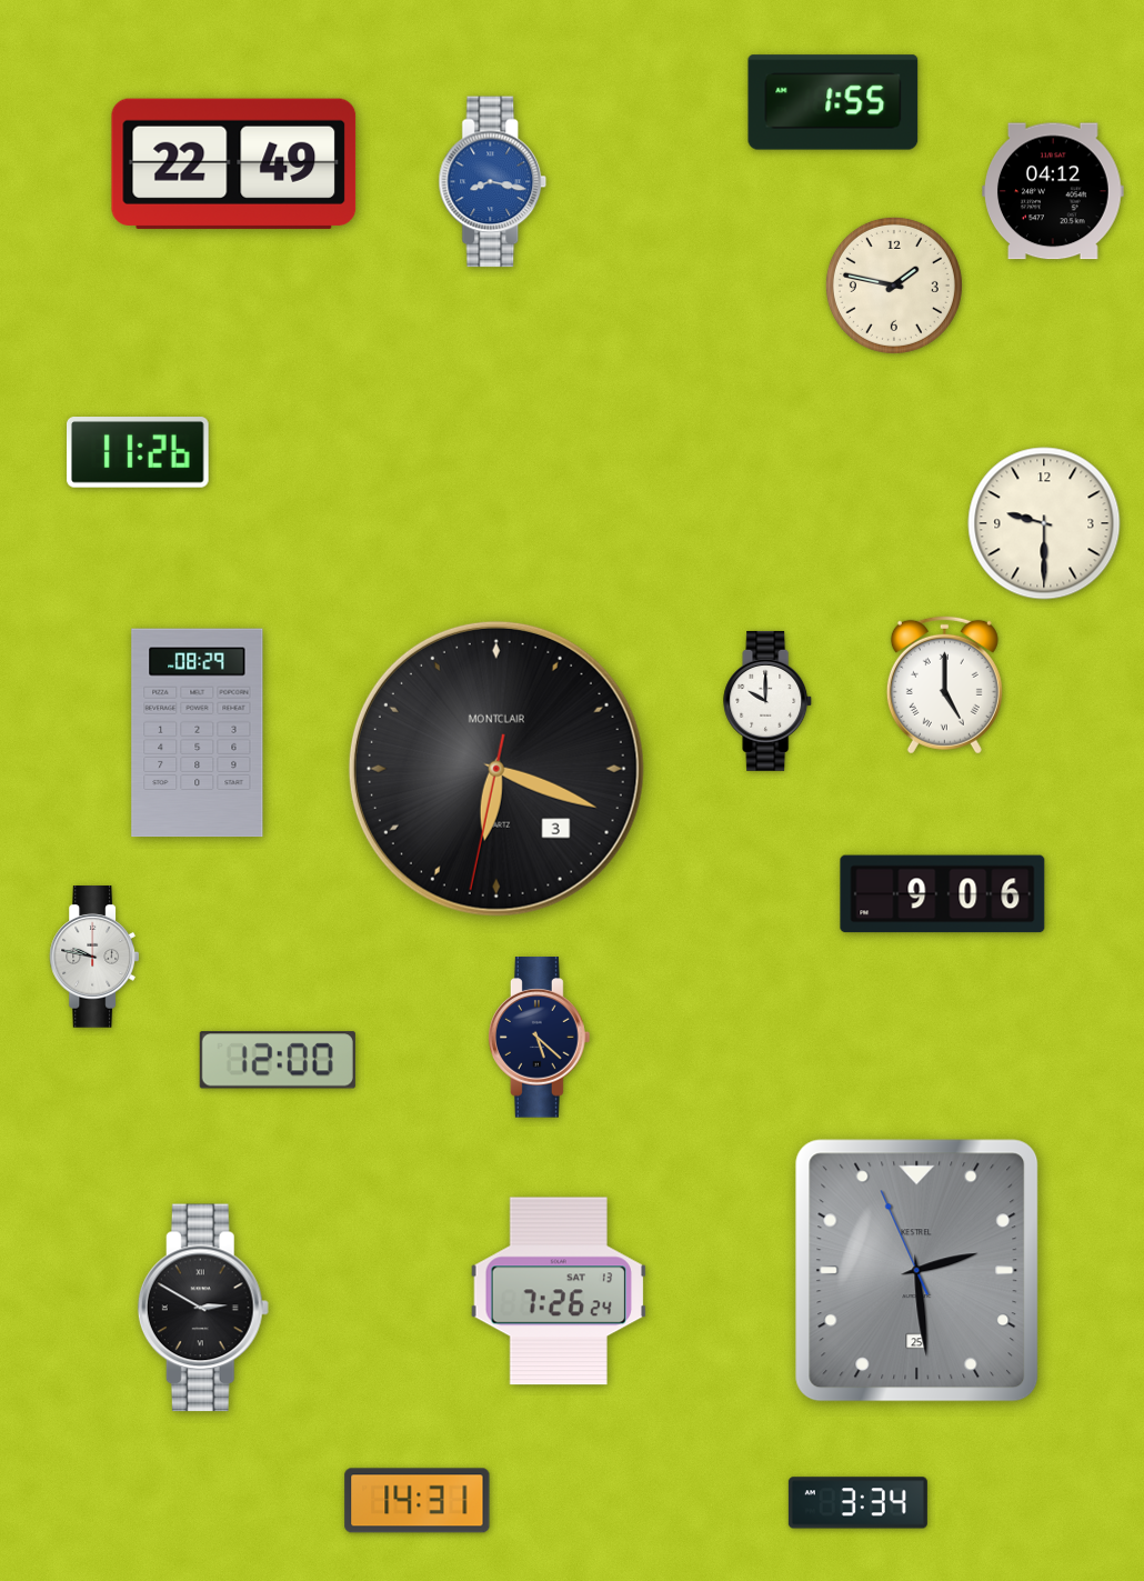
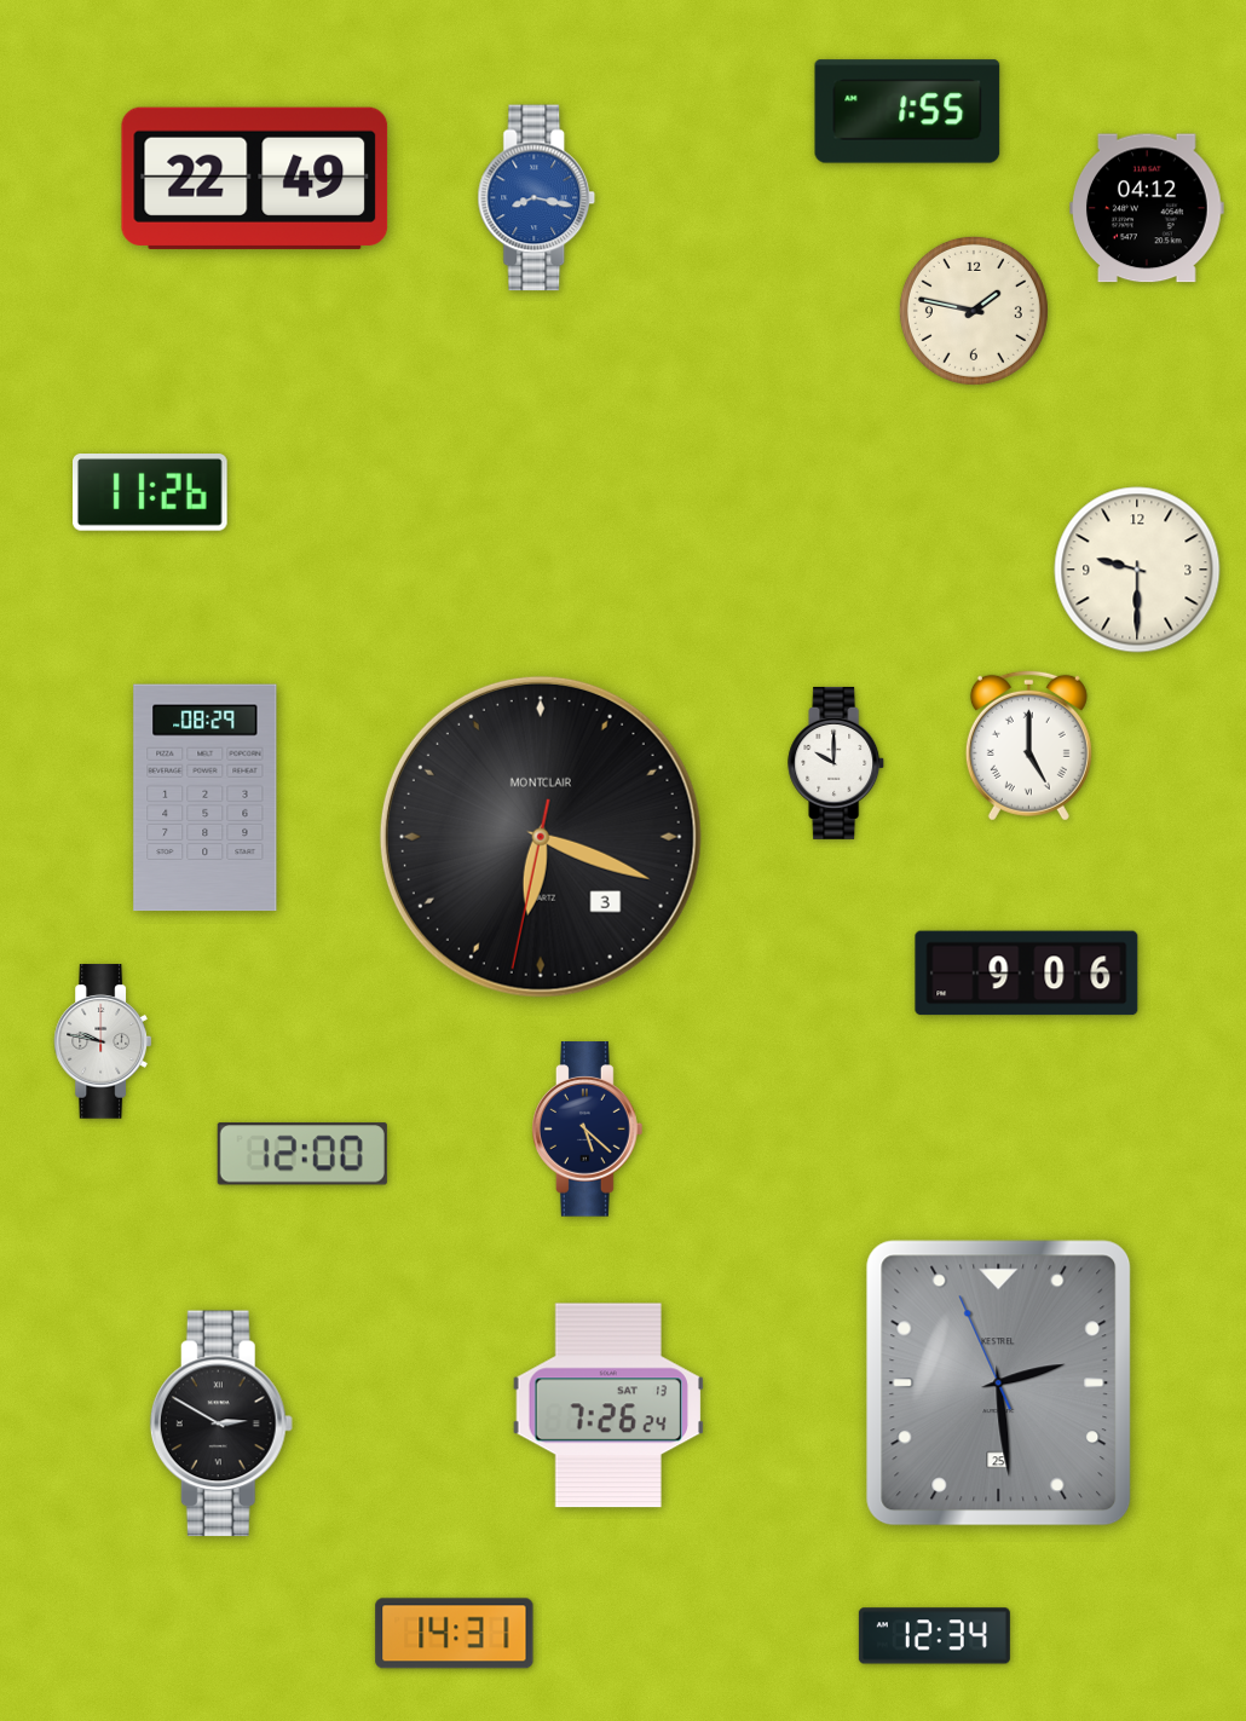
clock at (198, 733) position: (198, 733) -> (206, 798)
clock at (857, 1503): 3:34 -> 12:34
